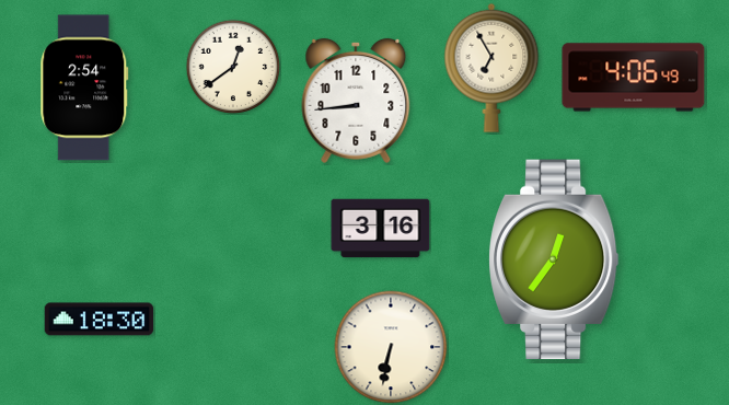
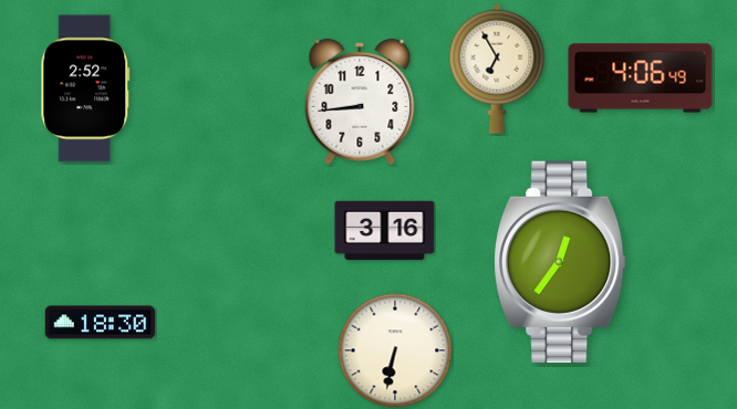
clock at (233, 67): 12:39 -> none
clock at (84, 88): 2:54 -> 2:52
